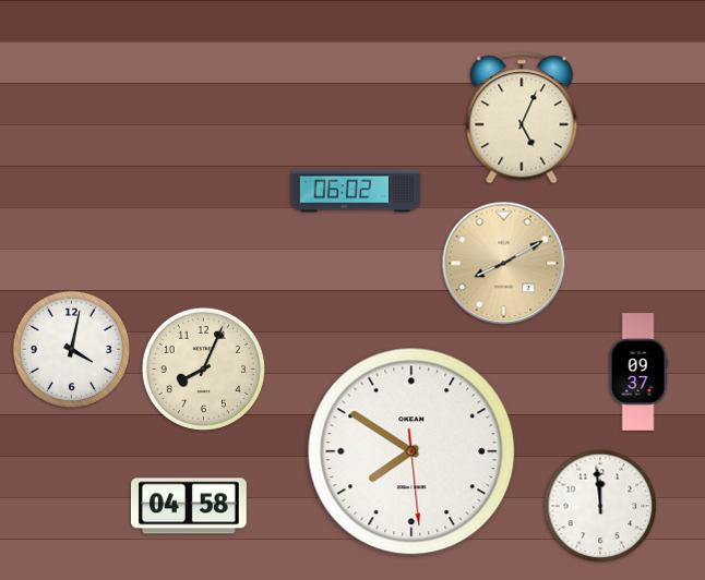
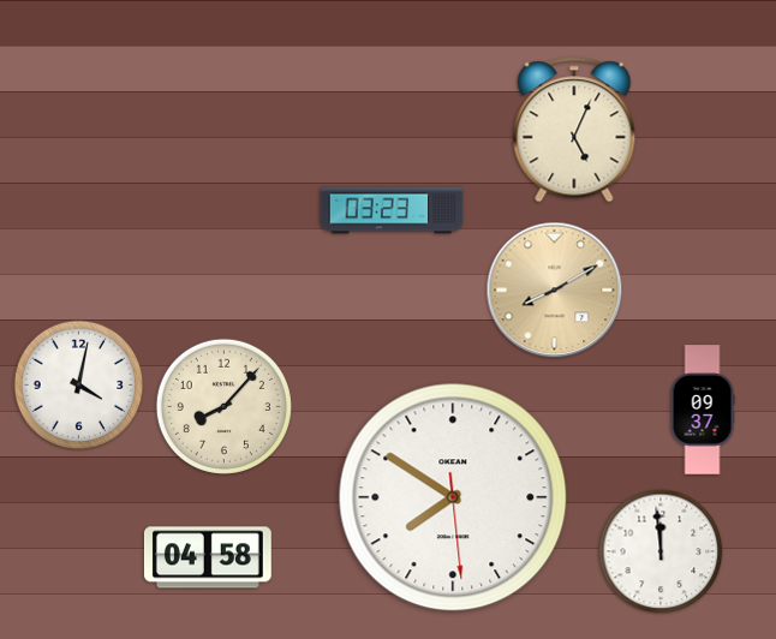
clock at (356, 191): 06:02 -> 03:23
clock at (203, 368): 8:04 -> 8:07
clock at (600, 506) position: (600, 506) -> (661, 551)
